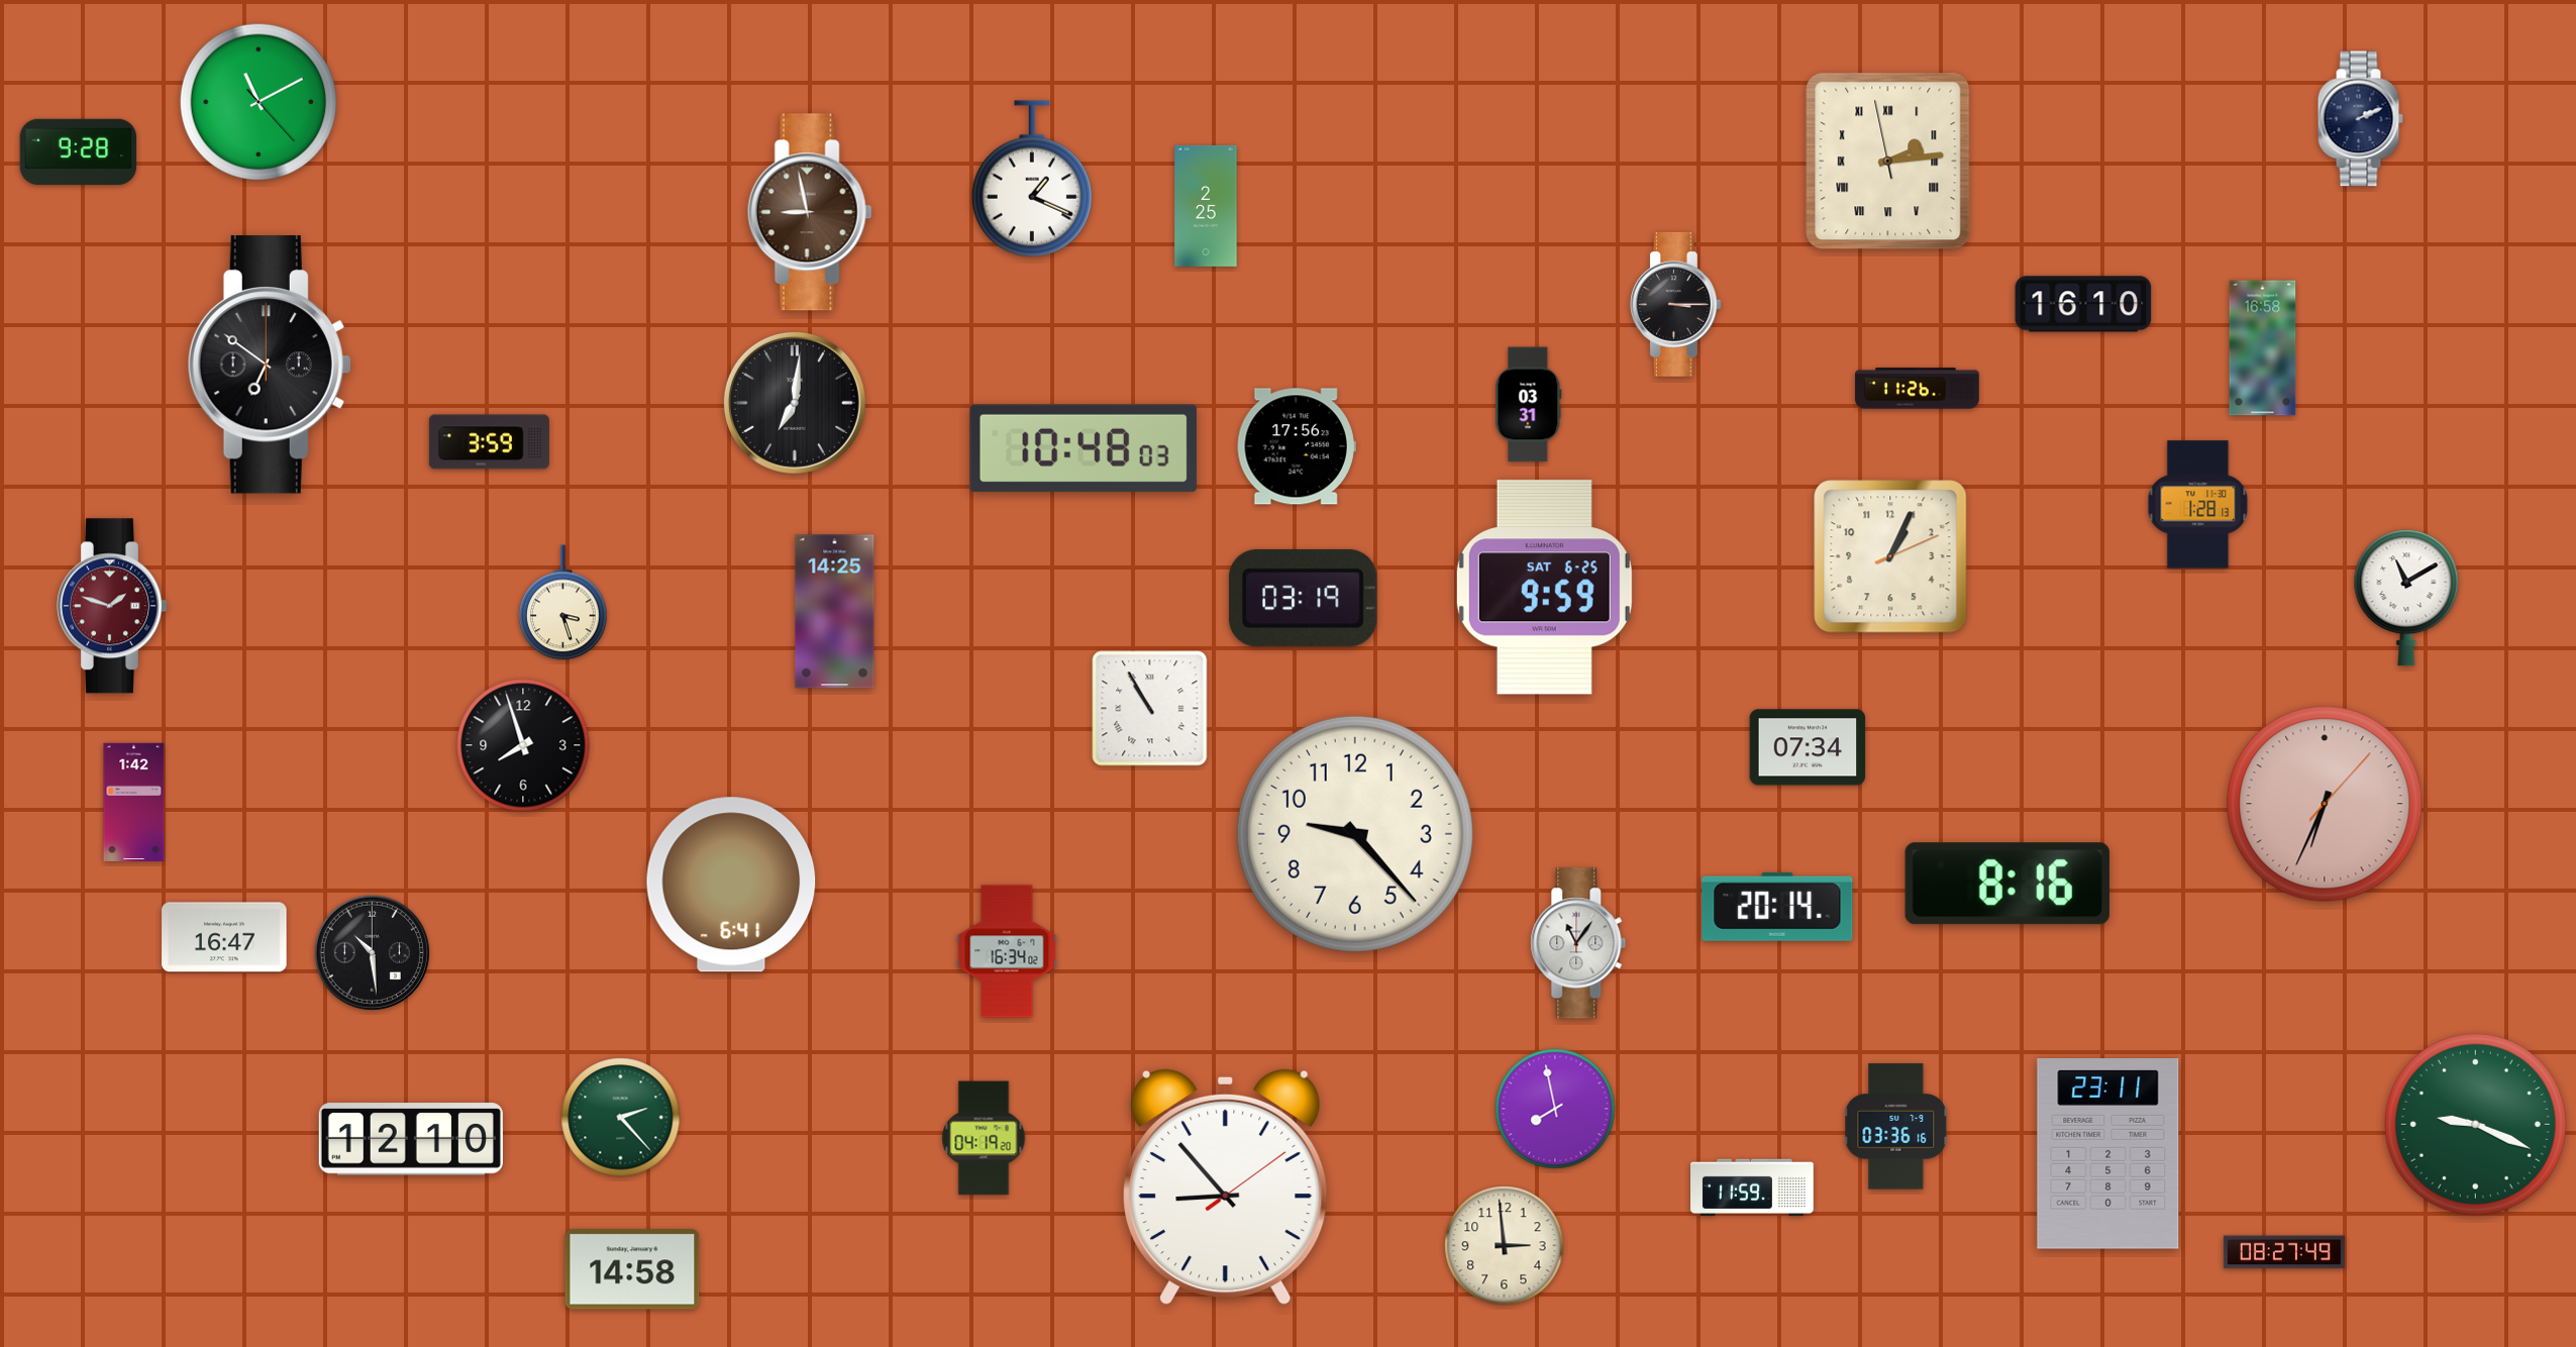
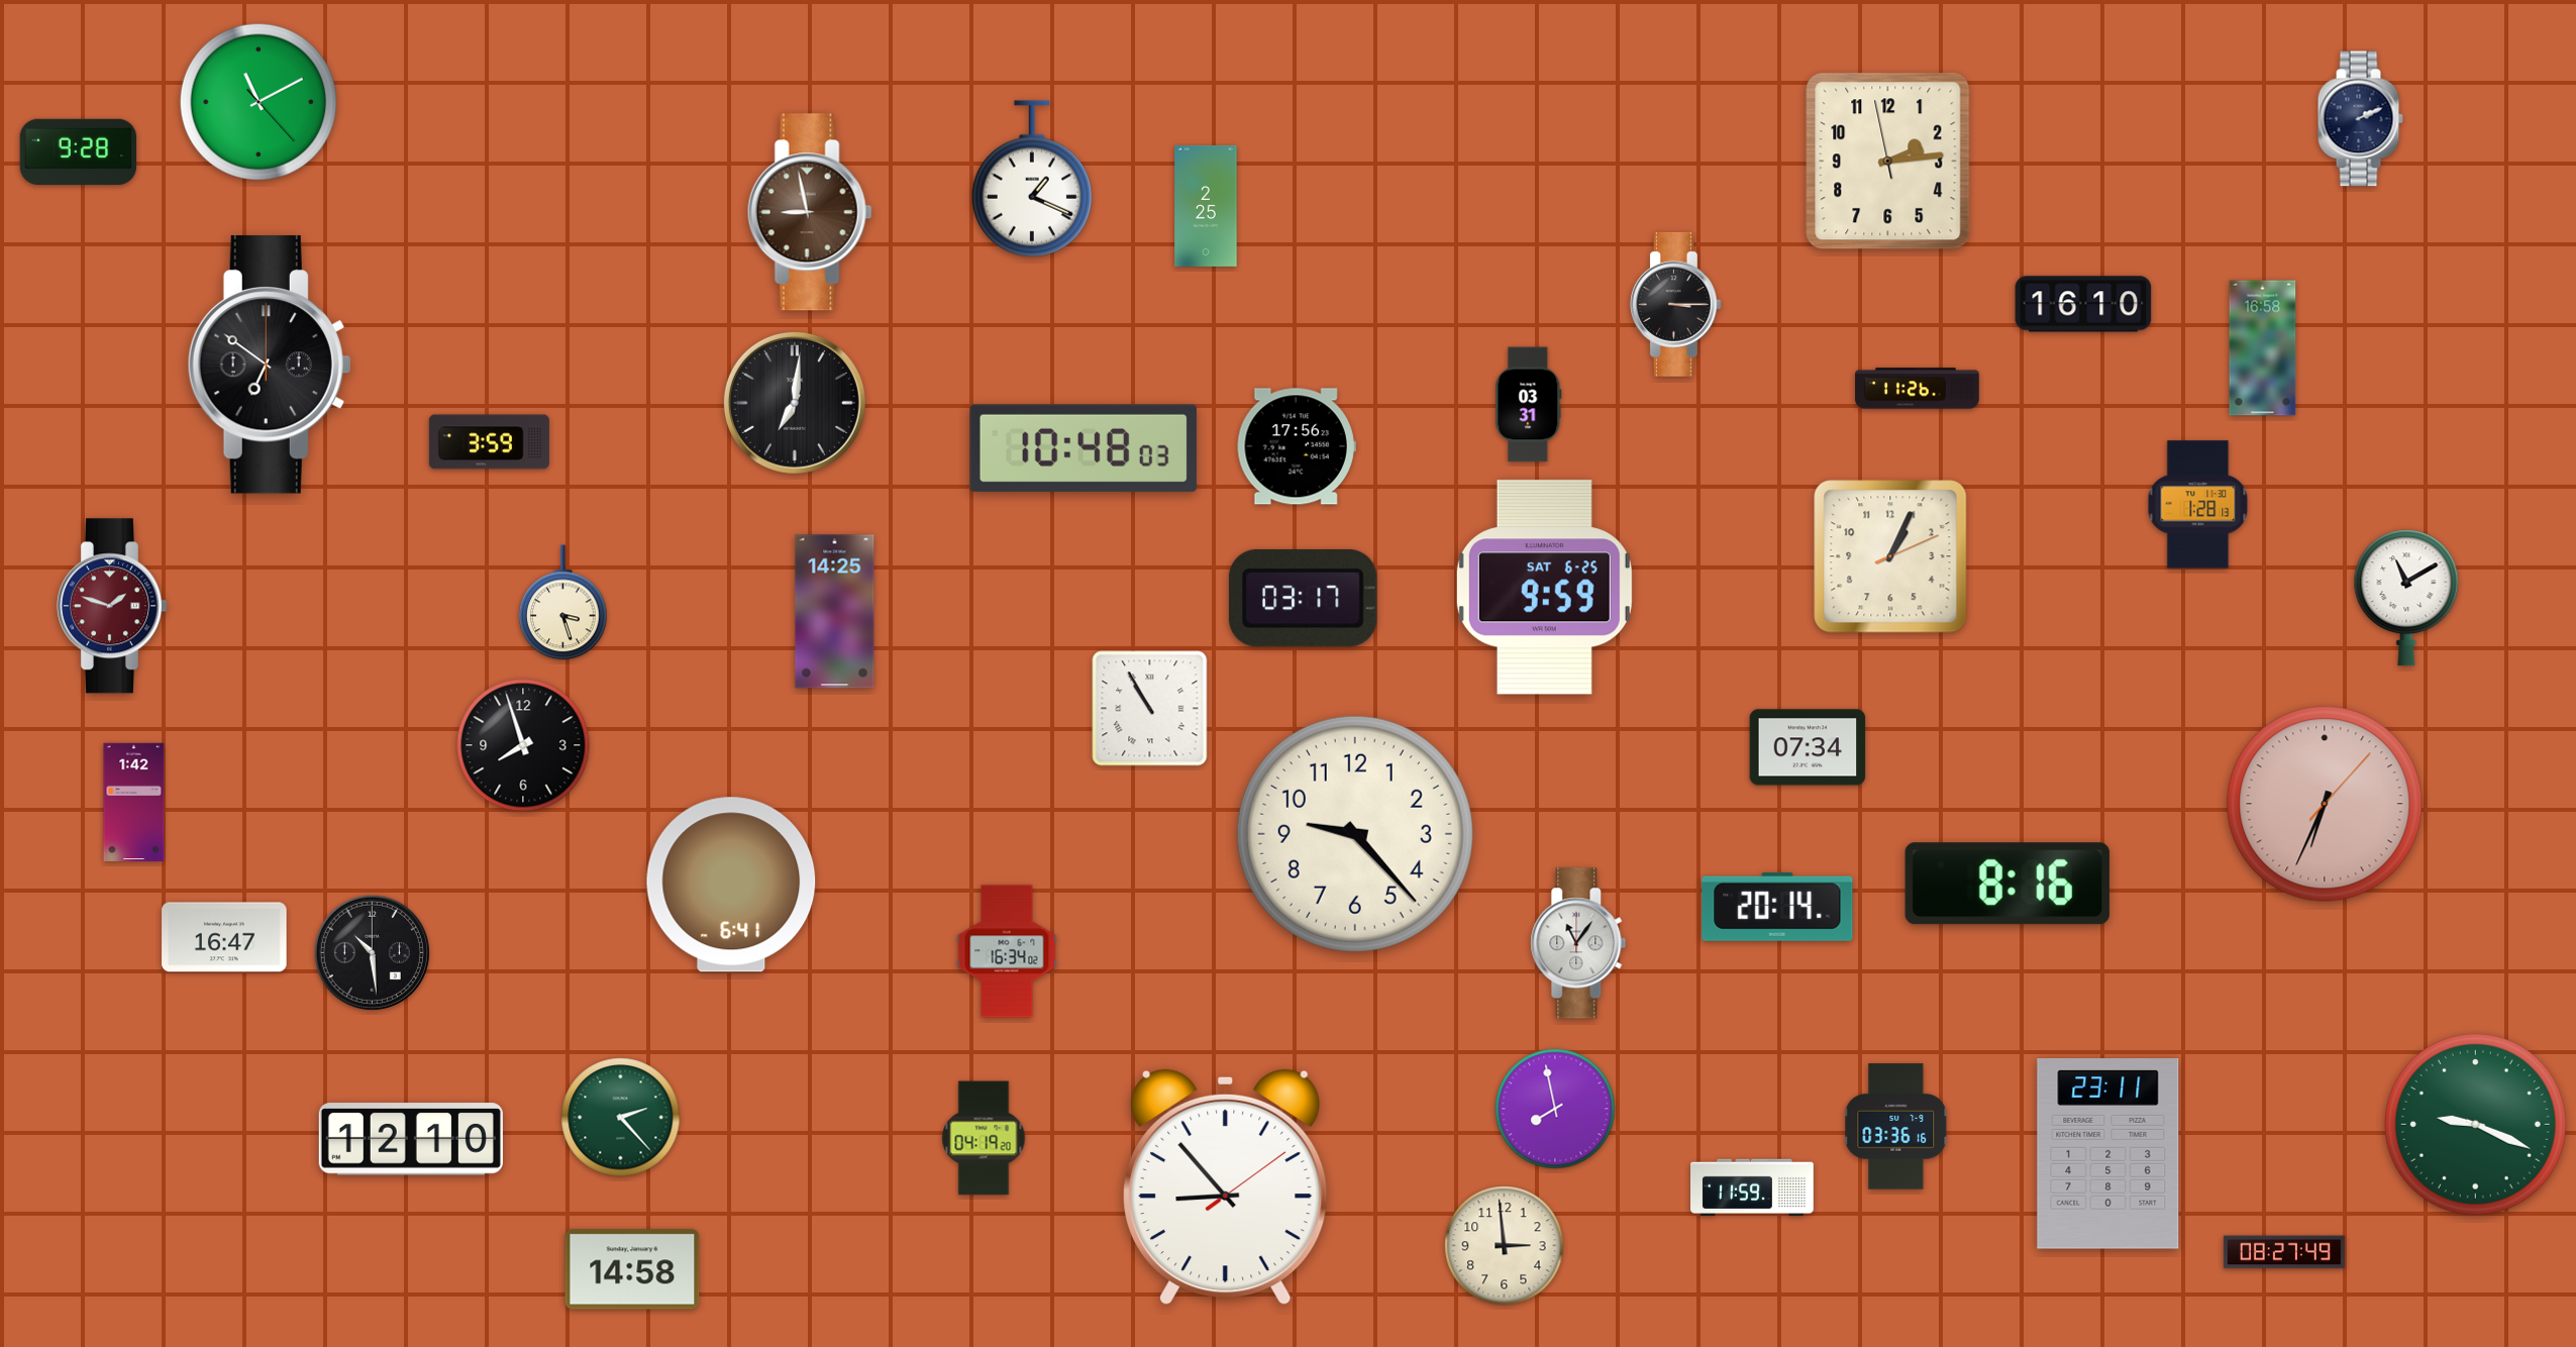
clock at (1888, 162) numerals: Roman -> Arabic
clock at (1303, 598): 03:19 -> 03:17
